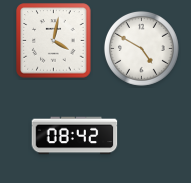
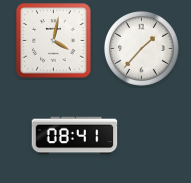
clock at (141, 48): 4:50 -> 1:37
clock at (75, 136): 08:42 -> 08:41
